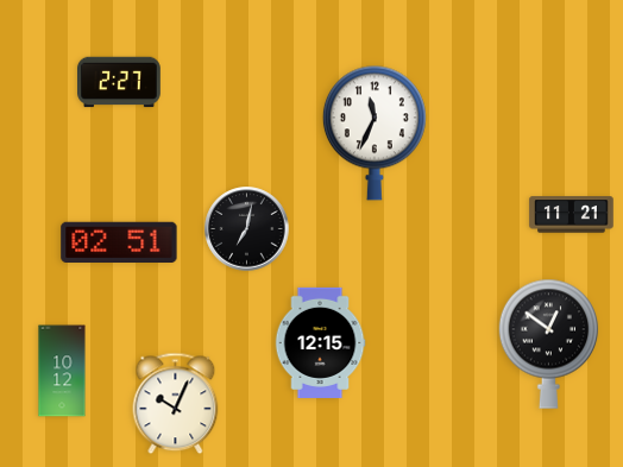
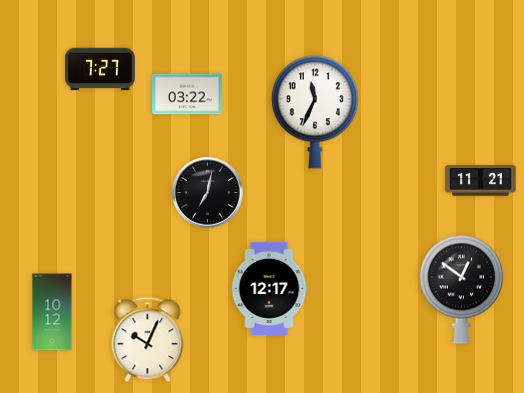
clock at (120, 82): 2:27 -> 7:27
clock at (188, 94): none -> 03:22
clock at (119, 241): 02:51 -> none
clock at (320, 342): 12:15 -> 12:17
